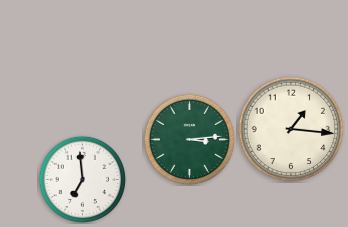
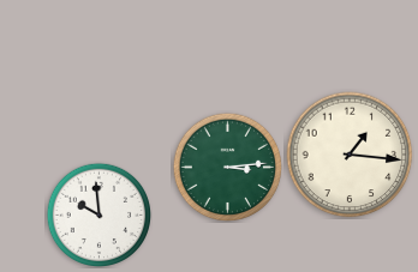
clock at (82, 179): 6:59 -> 9:59
